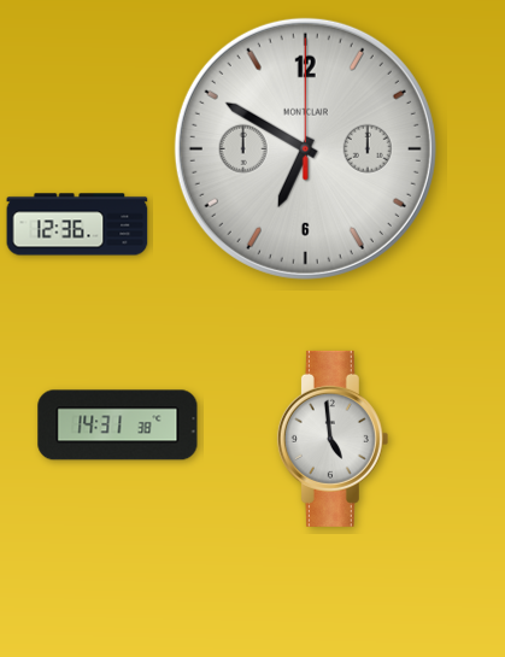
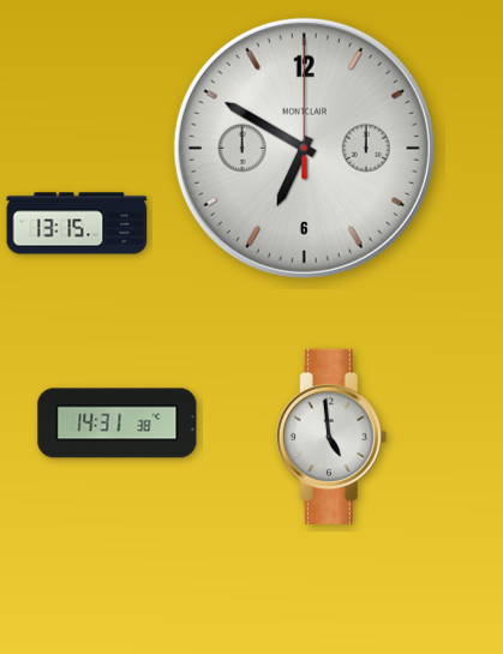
clock at (77, 224): 12:36 -> 13:15
